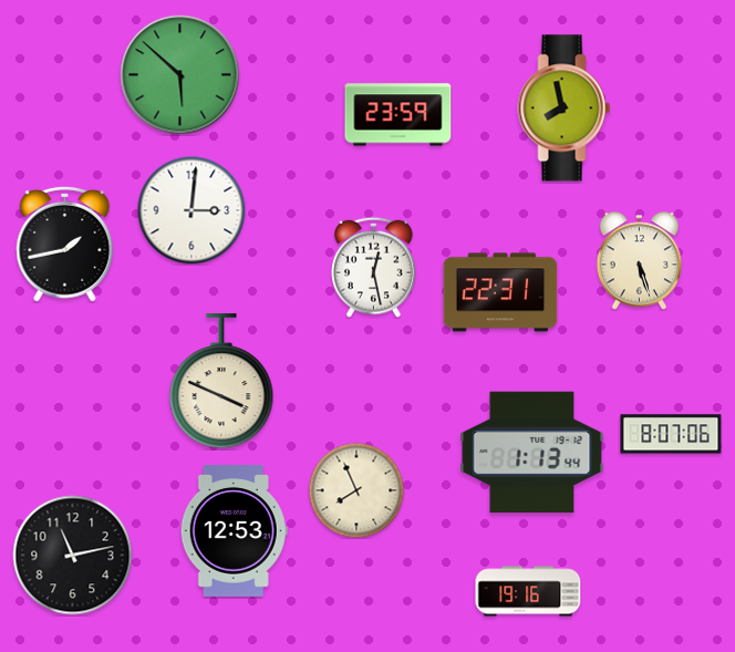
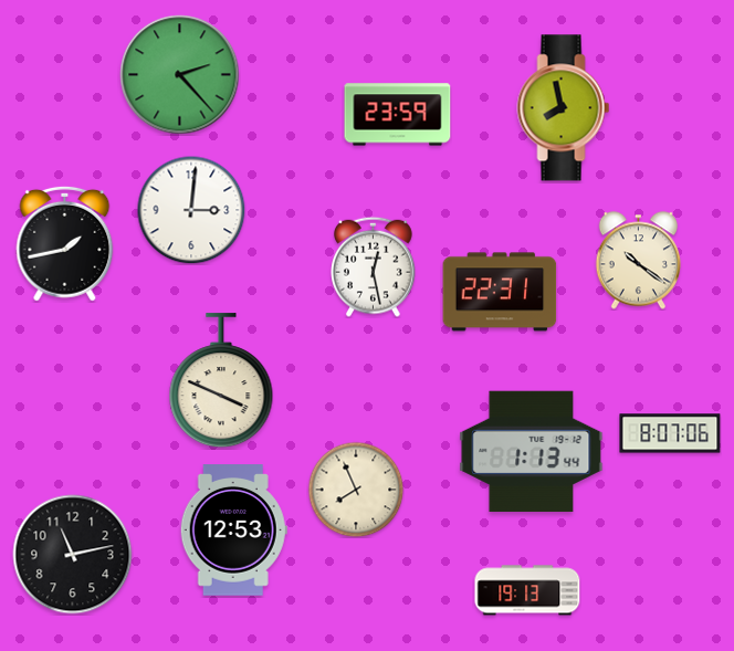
clock at (180, 75): 5:52 -> 2:23
clock at (639, 261): 5:27 -> 10:21
clock at (528, 591): 19:16 -> 19:13
